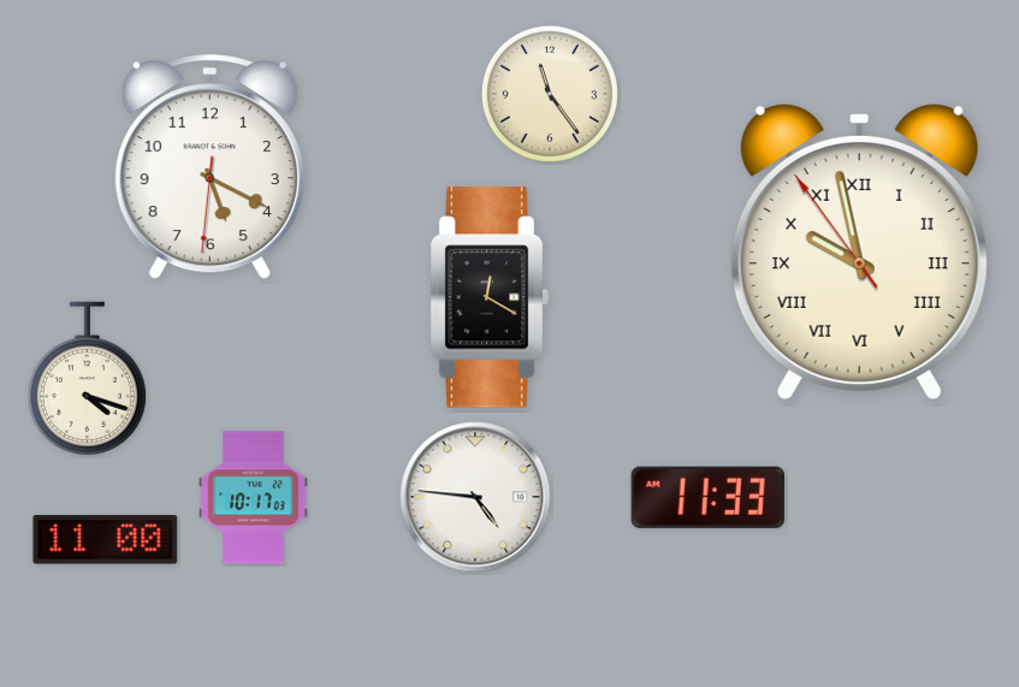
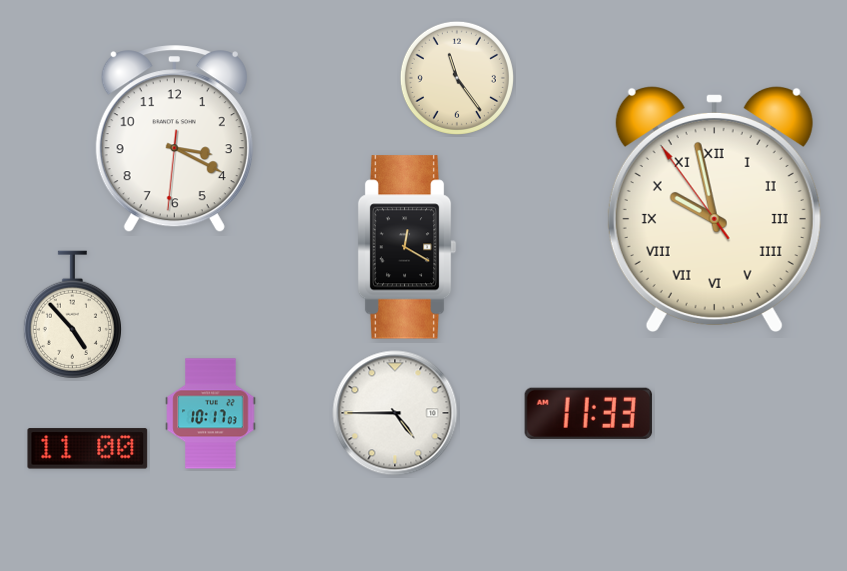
clock at (209, 167): 5:19 -> 3:19
clock at (87, 379): 4:18 -> 4:53
clock at (475, 497): 4:46 -> 4:45
